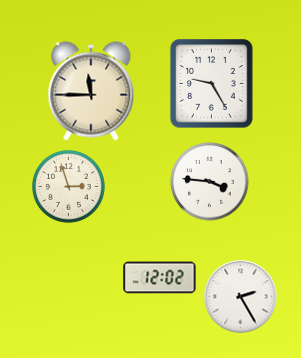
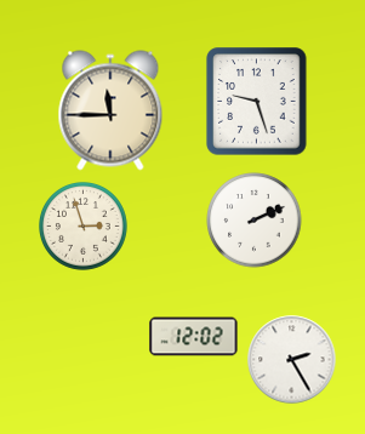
clock at (212, 84): 9:25 -> 9:27
clock at (210, 182): 3:46 -> 2:11
